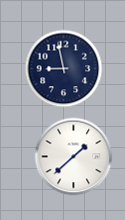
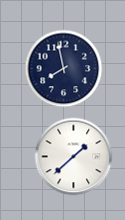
clock at (63, 68): 8:58 -> 7:58
